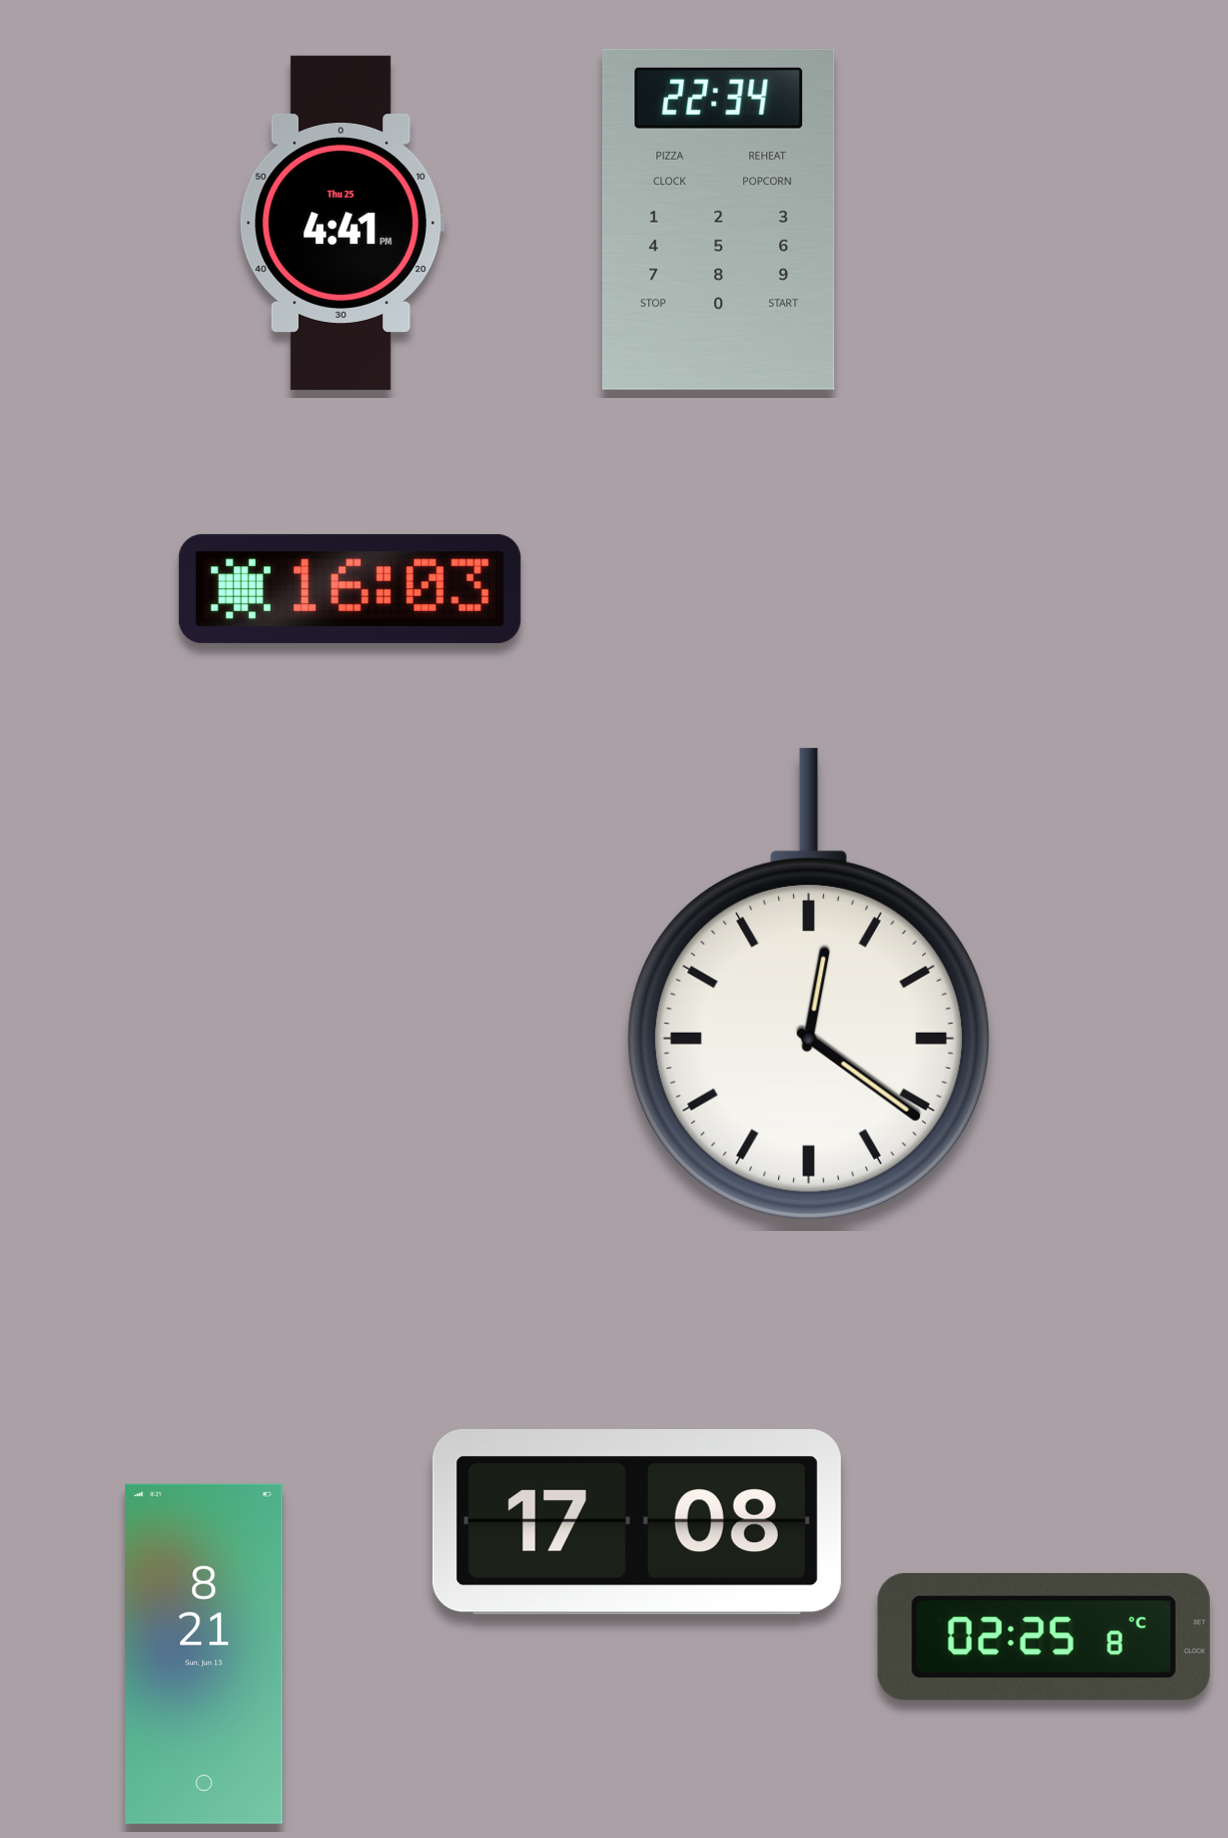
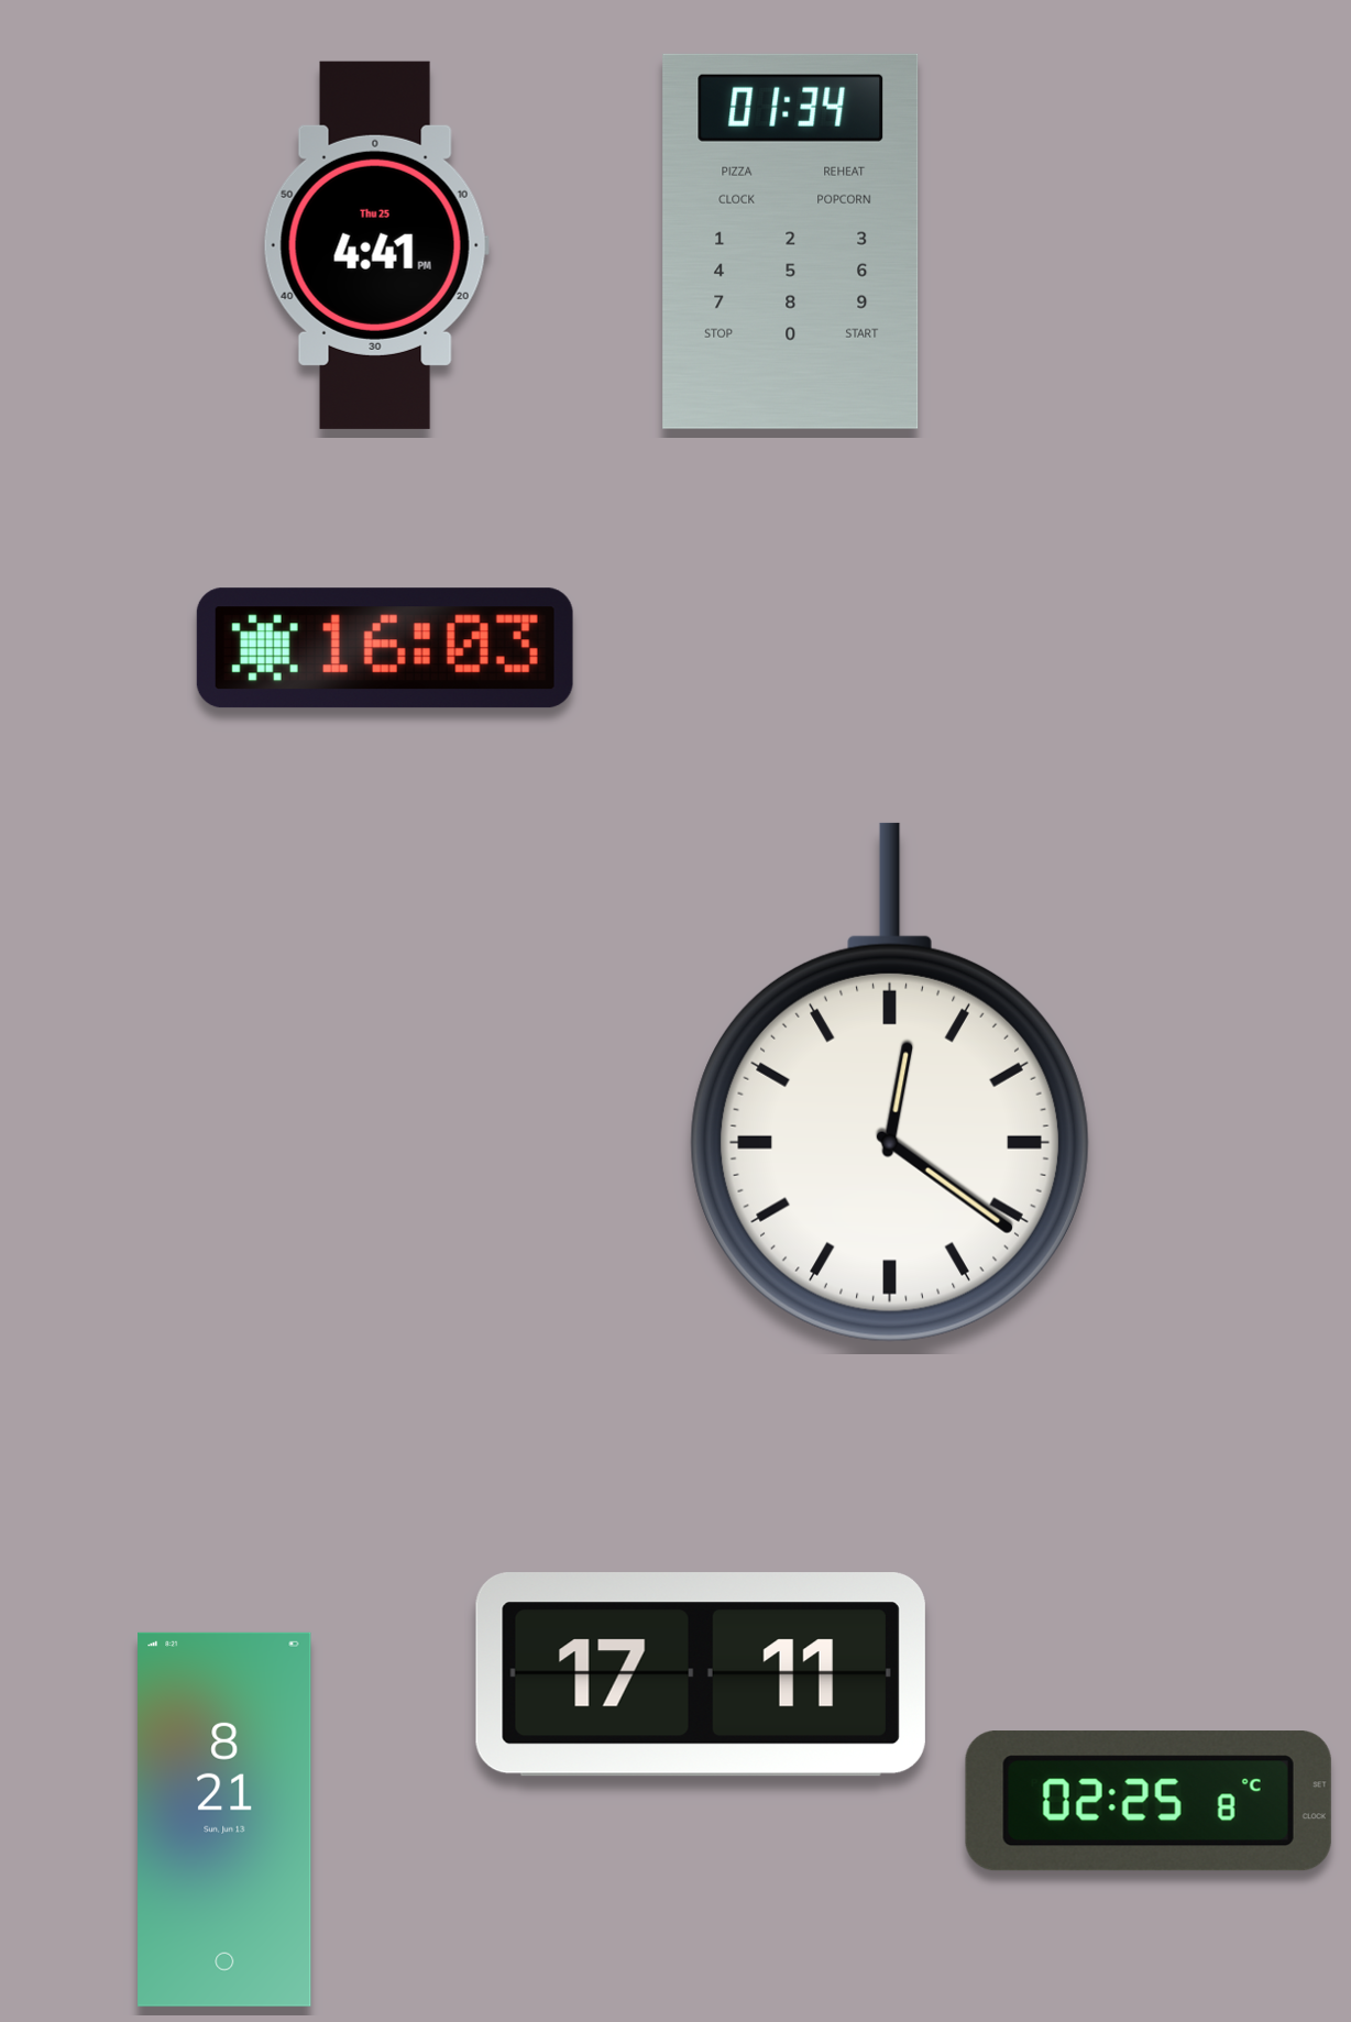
clock at (719, 219): 22:34 -> 01:34
clock at (637, 1522): 17:08 -> 17:11
